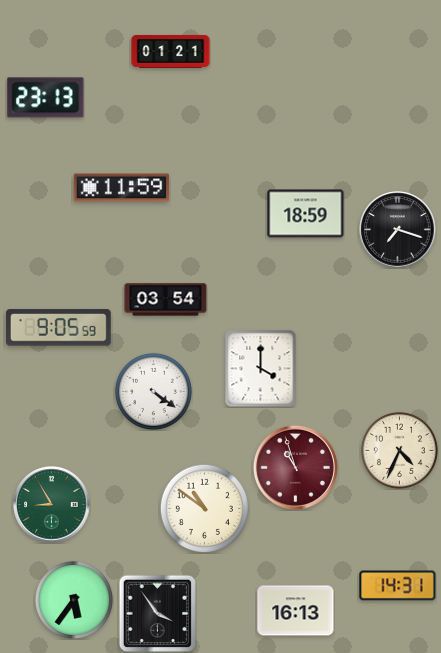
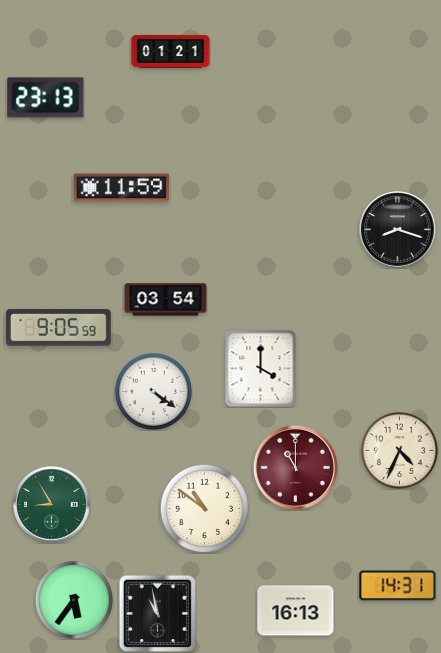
clock at (306, 214): 18:59 -> none
clock at (398, 230): 7:18 -> 8:18
clock at (295, 467): 10:57 -> 11:00
clock at (157, 613): 3:54 -> 10:58
